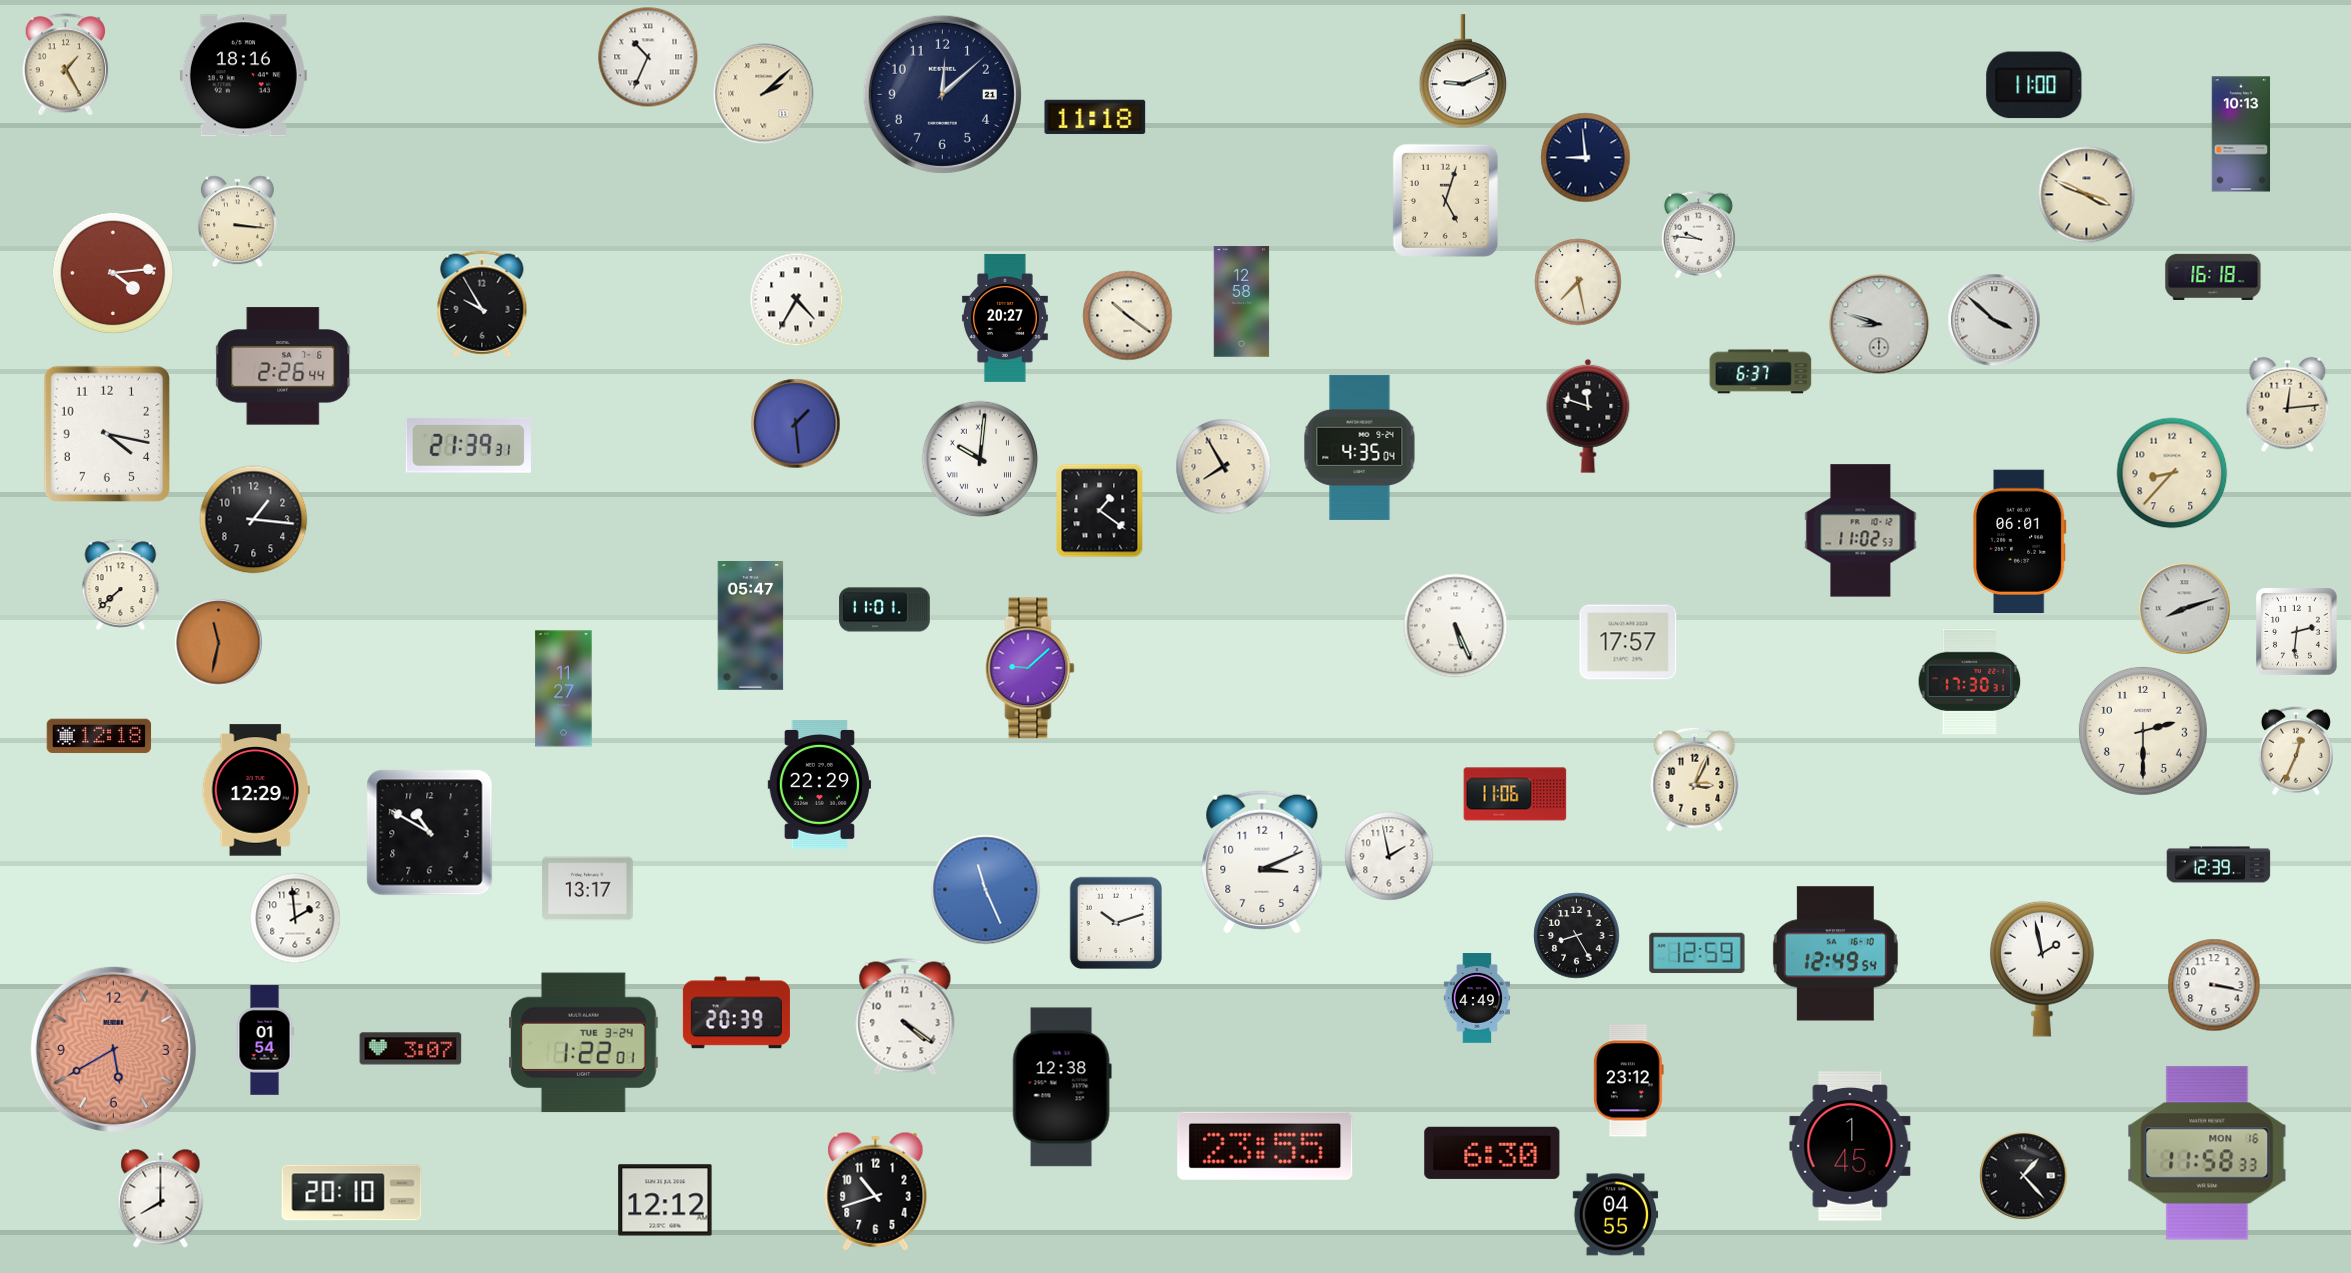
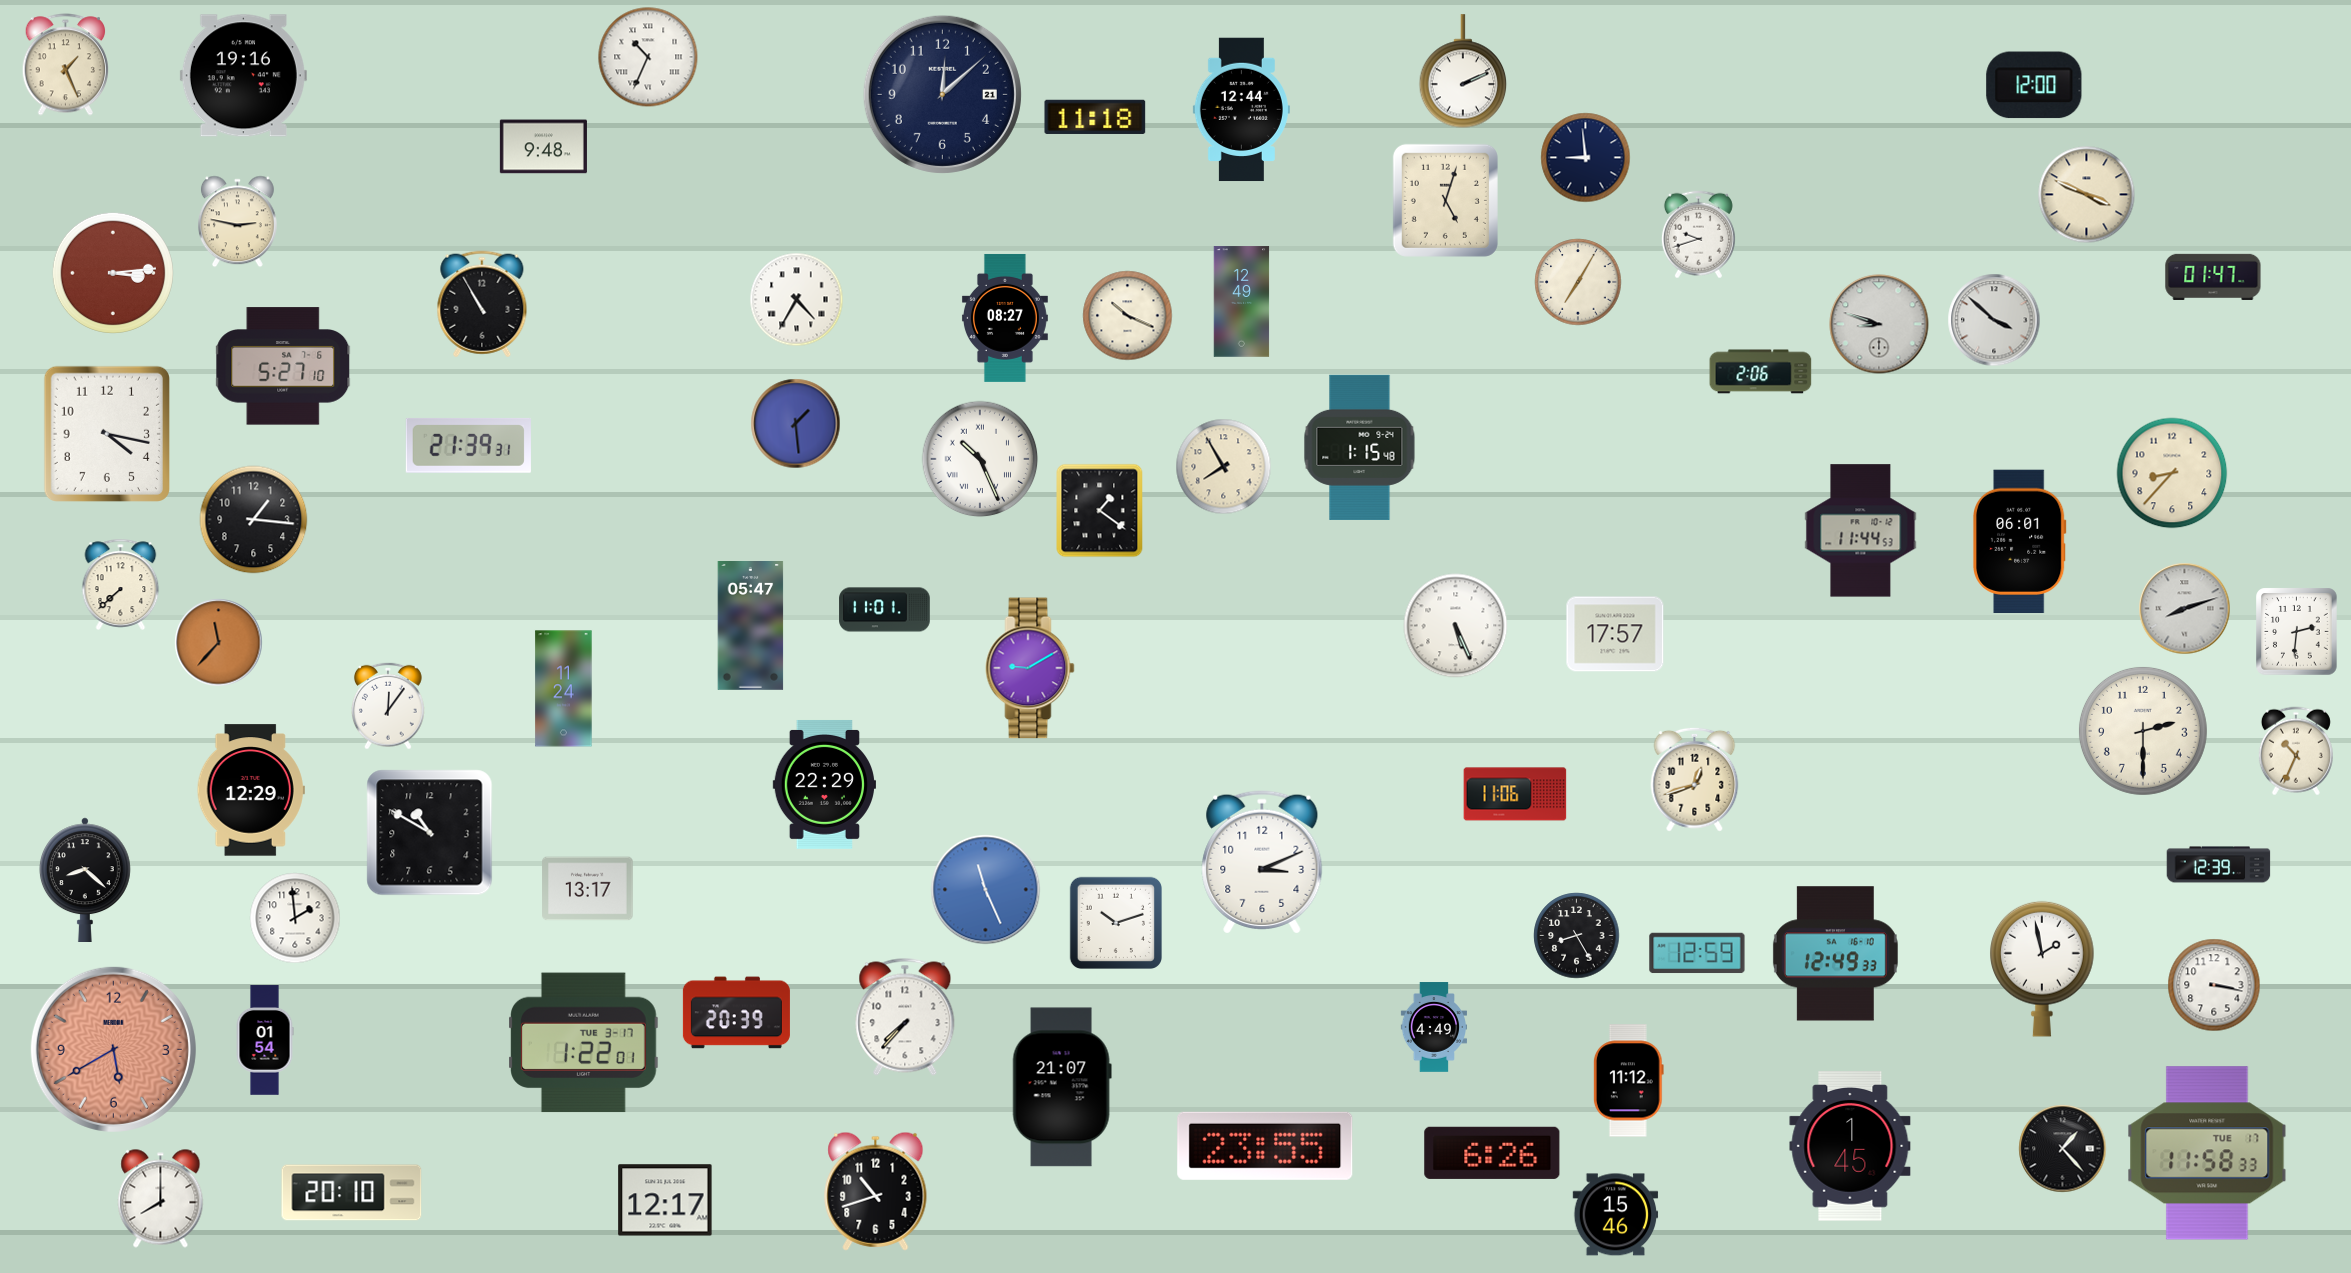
clock at (65, 65): 1:25 -> 1:26
clock at (1463, 71): 9:11 -> 2:11
clock at (243, 76): 18:16 -> 19:16
clock at (2034, 85): 11:00 -> 12:00
clock at (764, 94): 2:08 -> none
clock at (1241, 110): none -> 12:44
clock at (2241, 134): 10:13 -> none
clock at (543, 147): none -> 9:48
clock at (237, 222): 3:16 -> 2:47
clock at (1698, 235): 9:46 -> 9:42
clock at (113, 273): 4:14 -> 3:14
clock at (2213, 277): 16:18 -> 01:47
clock at (1578, 282): 7:28 -> 7:05
clock at (1242, 302): 12:58 -> 12:49
clock at (482, 304): 9:55 -> 10:55
clock at (1128, 316): 10:21 -> 10:19
clock at (1005, 318): 20:27 -> 08:27
clock at (284, 366): 2:26 -> 5:27
clock at (1761, 372): 6:37 -> 2:06
clock at (2288, 405): 12:14 -> none
clock at (1588, 416): 11:48 -> none
clock at (1360, 447): 4:35 -> 1:15
clock at (980, 459): 10:01 -> 10:26
clock at (1861, 531): 11:02 -> 11:44
clock at (1628, 642) position: (1628, 642) -> (1615, 634)
clock at (219, 643): 11:32 -> 11:37
clock at (1030, 668): 9:08 -> 9:10
clock at (1970, 681): 17:30 -> none
clock at (564, 689): 11:27 -> 11:24
clock at (388, 706): none -> 12:06
clock at (99, 736): 12:18 -> none
clock at (2296, 751): 12:34 -> 10:34
clock at (1695, 779): 3:04 -> 12:42
clock at (819, 784) position: (819, 784) -> (824, 784)
clock at (256, 790) position: (256, 790) -> (251, 790)
clock at (1389, 856): 1:58 -> none
clock at (85, 879): none -> 8:22
clock at (1835, 954): 12:49:54 -> 12:49:33
clock at (1476, 998) position: (1476, 998) -> (1433, 1027)
clock at (905, 1017): 4:21 -> 7:37
clock at (584, 1043) date: TUE 3-24 -> TUE 3-17
clock at (411, 1049): 3:07 -> none
clock at (1628, 1081): 23:12 -> 11:12
clock at (1062, 1087): 12:38 -> 21:07
clock at (1492, 1153): 6:30 -> 6:26
clock at (2207, 1153) date: MON 16 -> TUE 17
clock at (2024, 1176) position: (2024, 1176) -> (2063, 1149)
clock at (665, 1200): 12:12 -> 12:17
clock at (1616, 1215): 04:55 -> 15:46
